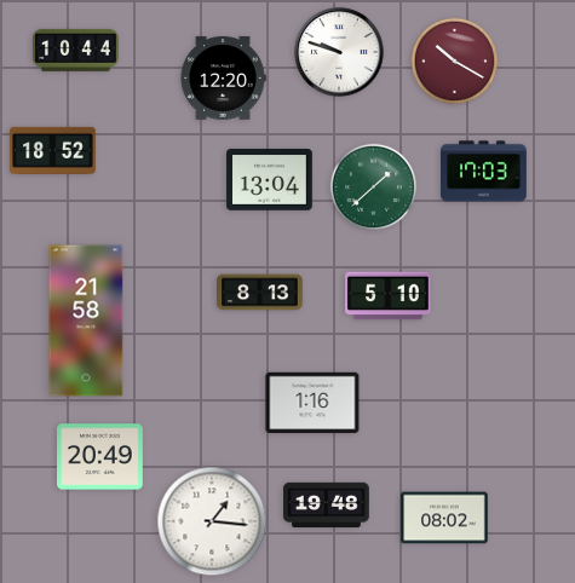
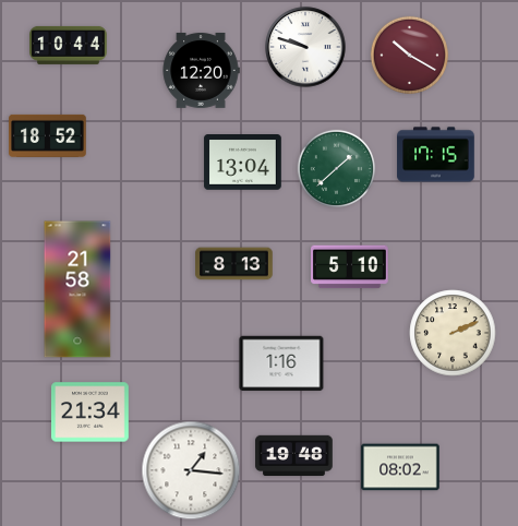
clock at (484, 172): 17:03 -> 17:15
clock at (453, 333): none -> 2:11
clock at (100, 457): 20:49 -> 21:34
